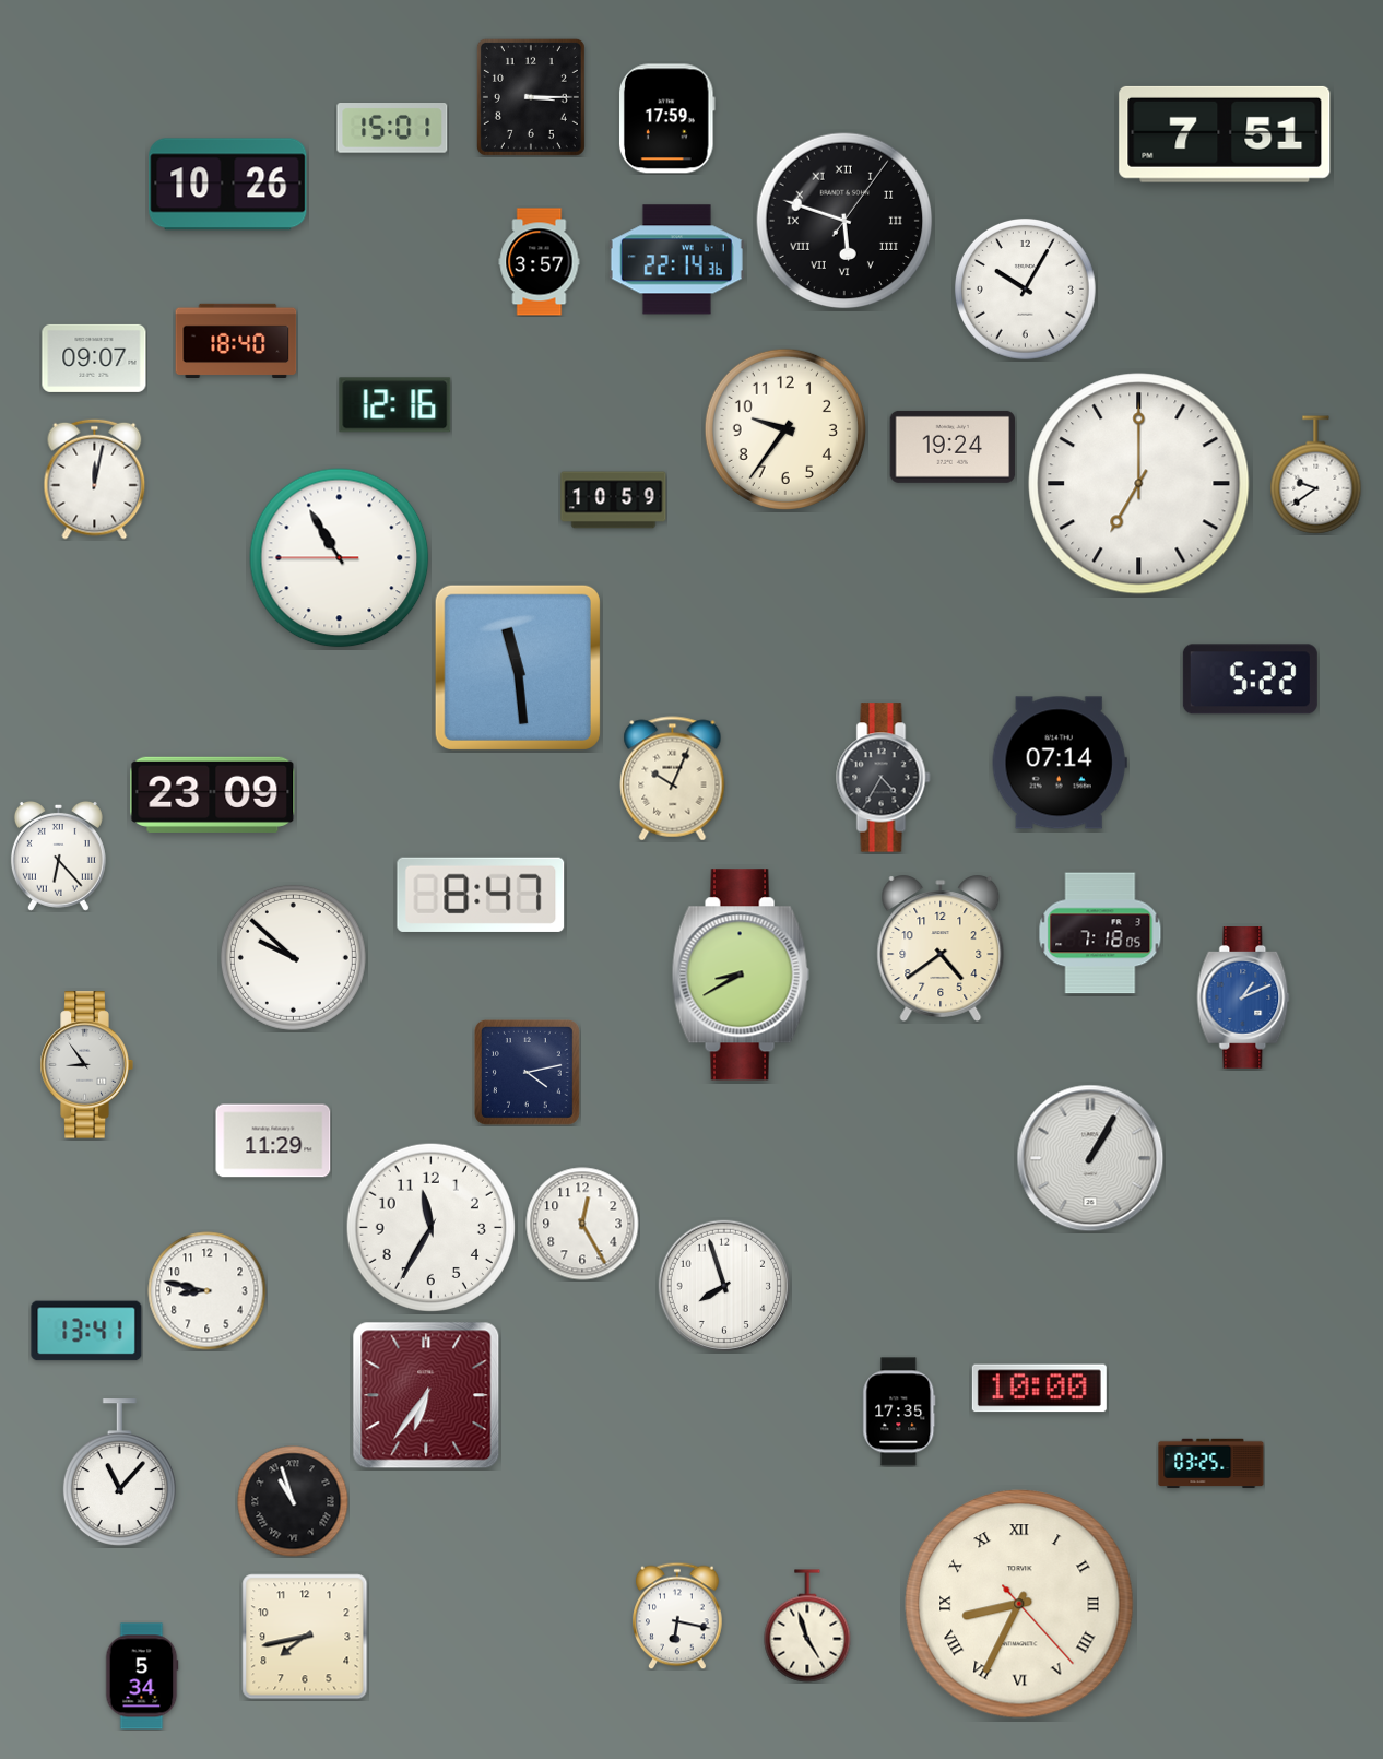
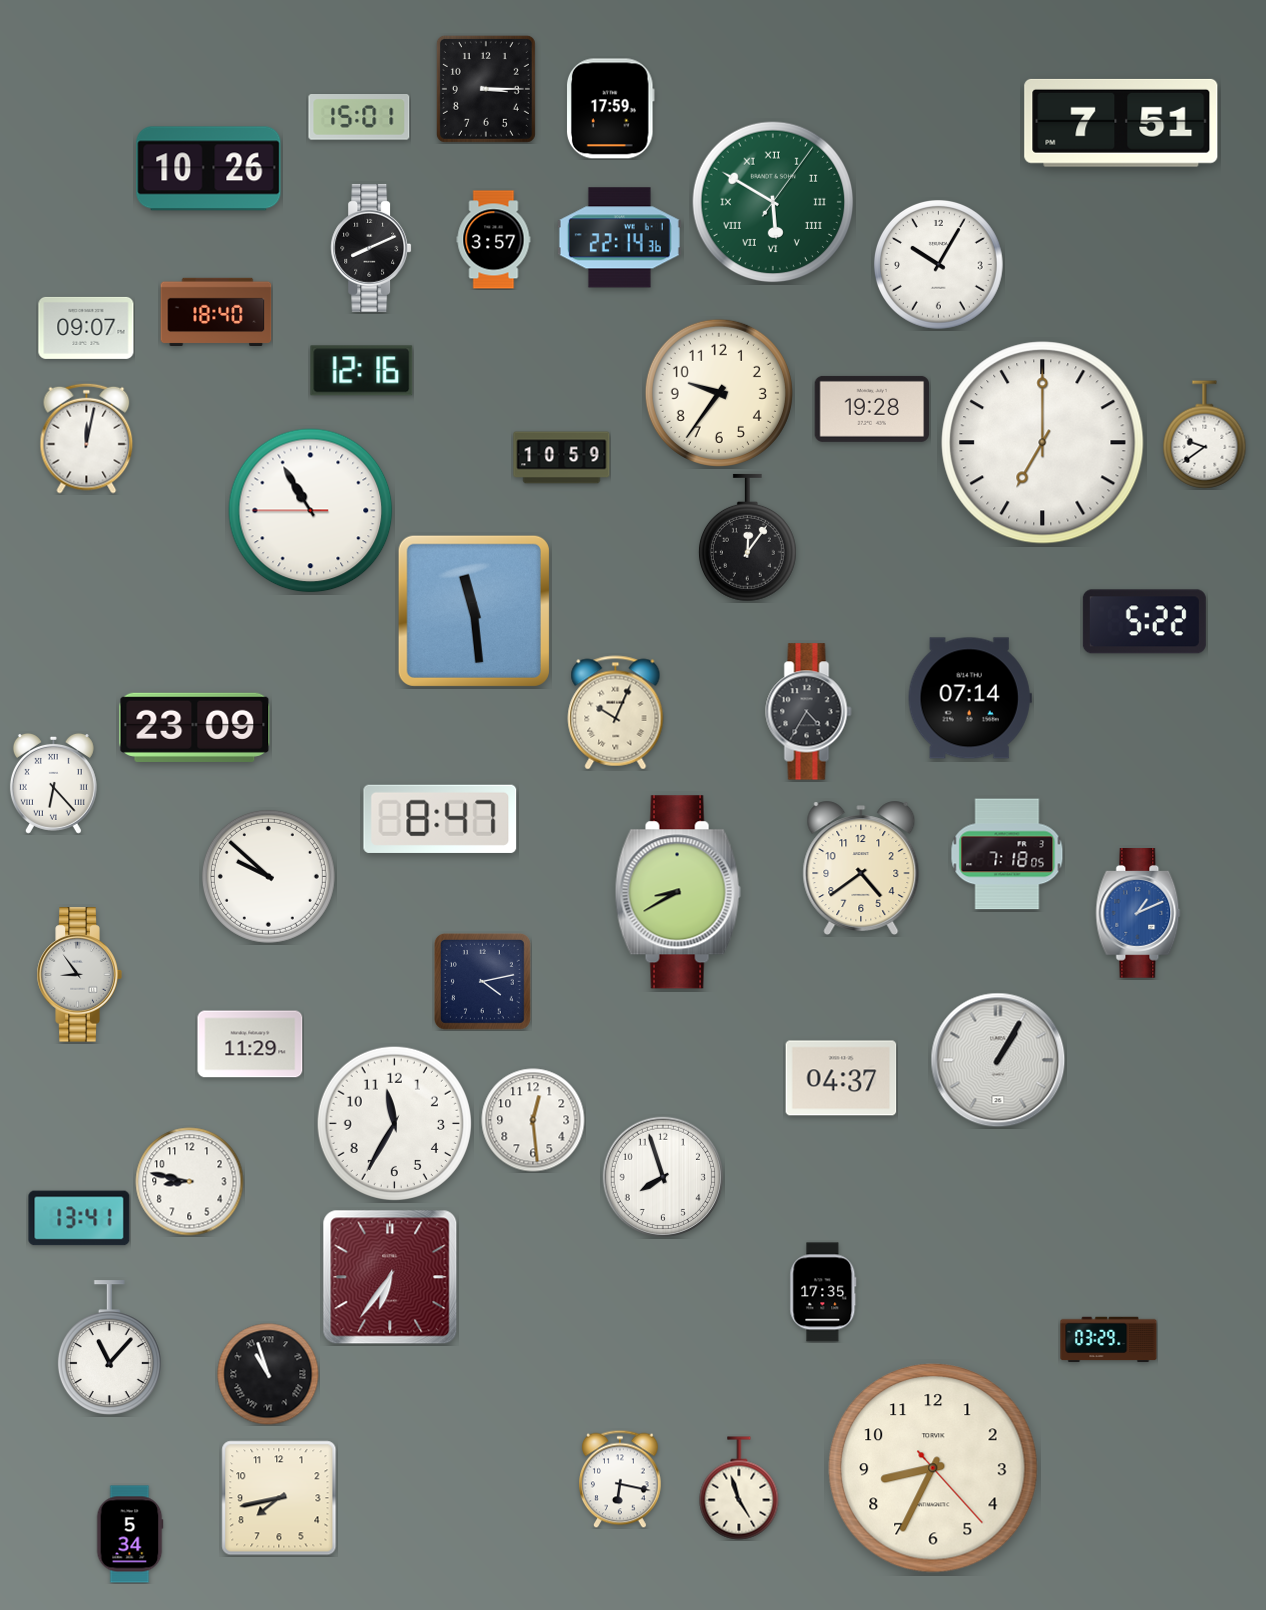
clock at (844, 221): 5:48 -> 5:50
clock at (844, 221) dial: black -> green
clock at (371, 248): none -> 8:11
clock at (953, 447): 19:24 -> 19:28
clock at (747, 538): none -> 12:06
clock at (841, 1078): none -> 04:37
clock at (582, 1224): 12:25 -> 12:29
clock at (1039, 1389): 10:00 -> none
clock at (1211, 1464): 03:25 -> 03:29
clock at (1019, 1604) numerals: Roman -> Arabic
